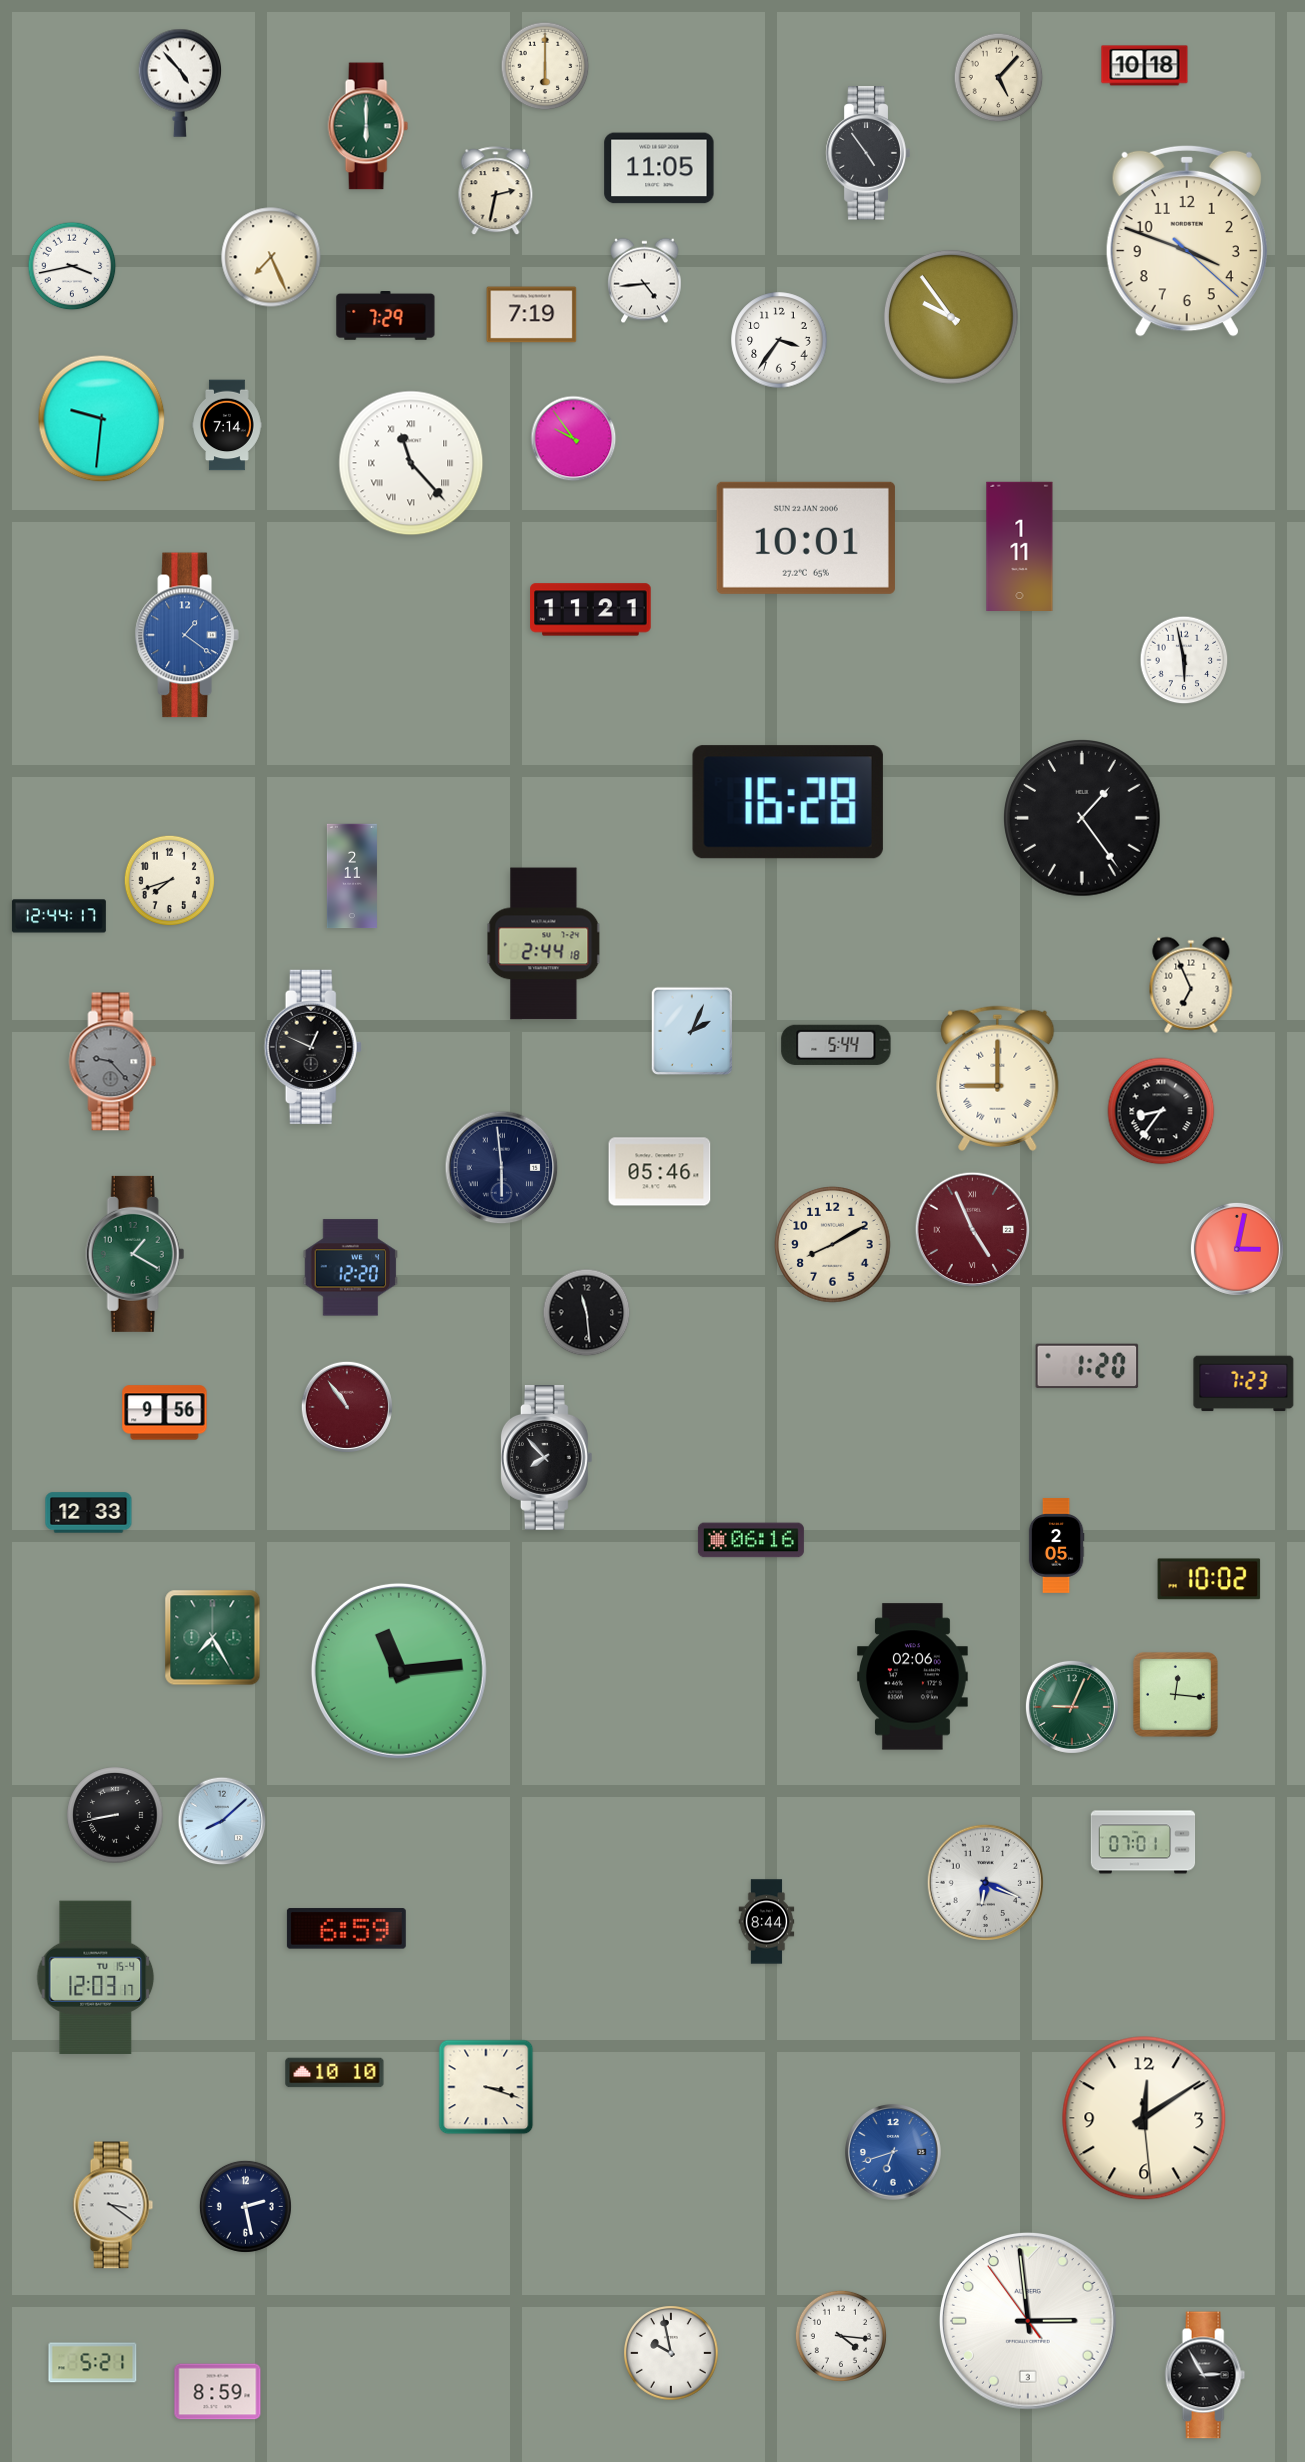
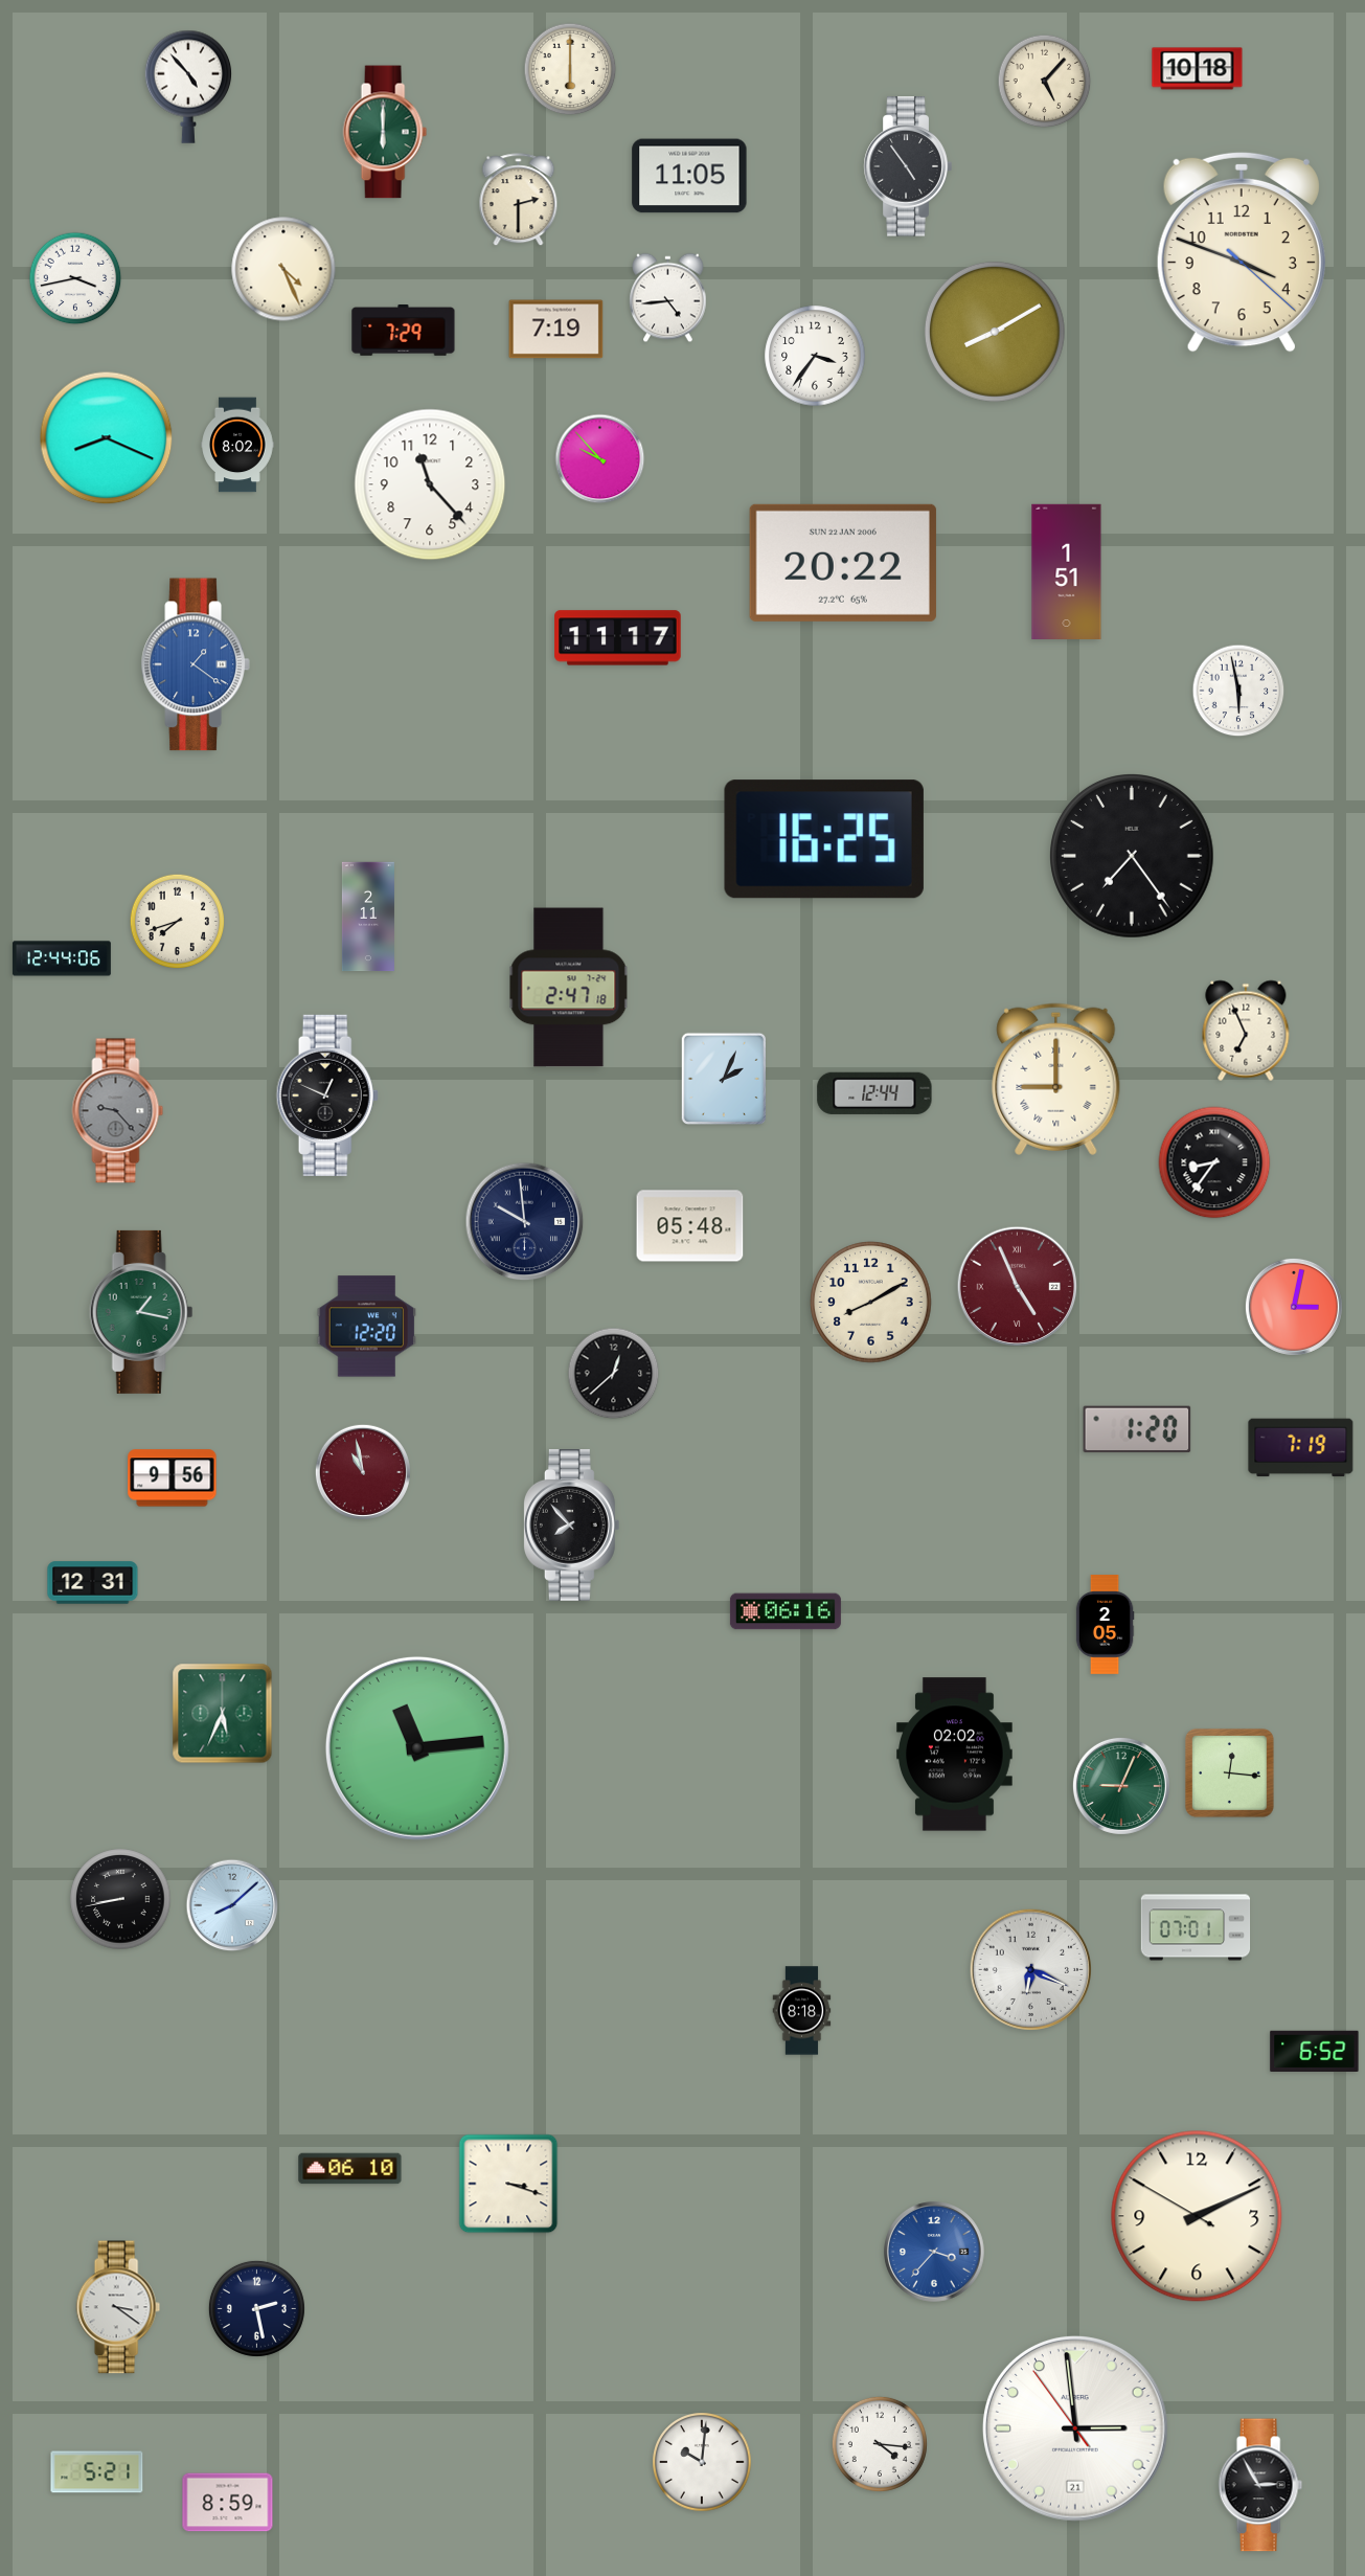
clock at (868, 153) position: (868, 153) -> (908, 166)
clock at (496, 191): 2:32 -> 2:30
clock at (271, 257): 7:26 -> 4:26
clock at (645, 281) position: (645, 281) -> (668, 298)
clock at (951, 317): 9:54 -> 8:10
clock at (102, 419): 9:31 -> 8:19
clock at (227, 425): 7:14 -> 8:02
clock at (574, 439): 9:54 -> 9:53
clock at (411, 463) numerals: Roman -> Arabic
clock at (806, 538): 10:01 -> 20:22
clock at (1020, 546): 1:11 -> 1:51
clock at (591, 610): 11:21 -> 11:17
clock at (788, 802): 16:28 -> 16:25
clock at (1083, 819): 1:24 -> 7:24
clock at (59, 916): 12:44:17 -> 12:44:06
clock at (544, 944): 2:44 -> 2:47
clock at (836, 1045): 5:44 -> 12:44
clock at (998, 1078) position: (998, 1078) -> (1056, 1079)
clock at (502, 1168): 5:59 -> 9:59
clock at (660, 1172): 05:46 -> 05:48
clock at (135, 1254): 1:20 -> 1:17
clock at (587, 1313): 11:29 -> 12:38
clock at (1244, 1384): 7:23 -> 7:19
clock at (347, 1407): 10:54 -> 10:58
clock at (89, 1513): 12:33 -> 12:31
clock at (1056, 1546) position: (1056, 1546) -> (1105, 1625)
clock at (1209, 1579): 10:02 -> none
clock at (213, 1638): 7:25 -> 5:34
clock at (913, 1677): 02:06 -> 02:02
clock at (767, 1922): 8:44 -> 8:18
clock at (346, 1929): 6:59 -> none
clock at (1315, 2051): none -> 6:52
clock at (96, 1977): 12:03 -> none
clock at (335, 2073): 10:10 -> 06:10
clock at (1144, 2118): 12:09 -> 2:10
clock at (893, 2152): 6:42 -> 3:37
clock at (1029, 2322) date: 3 -> 21
clock at (671, 2353): 9:58 -> 10:01
